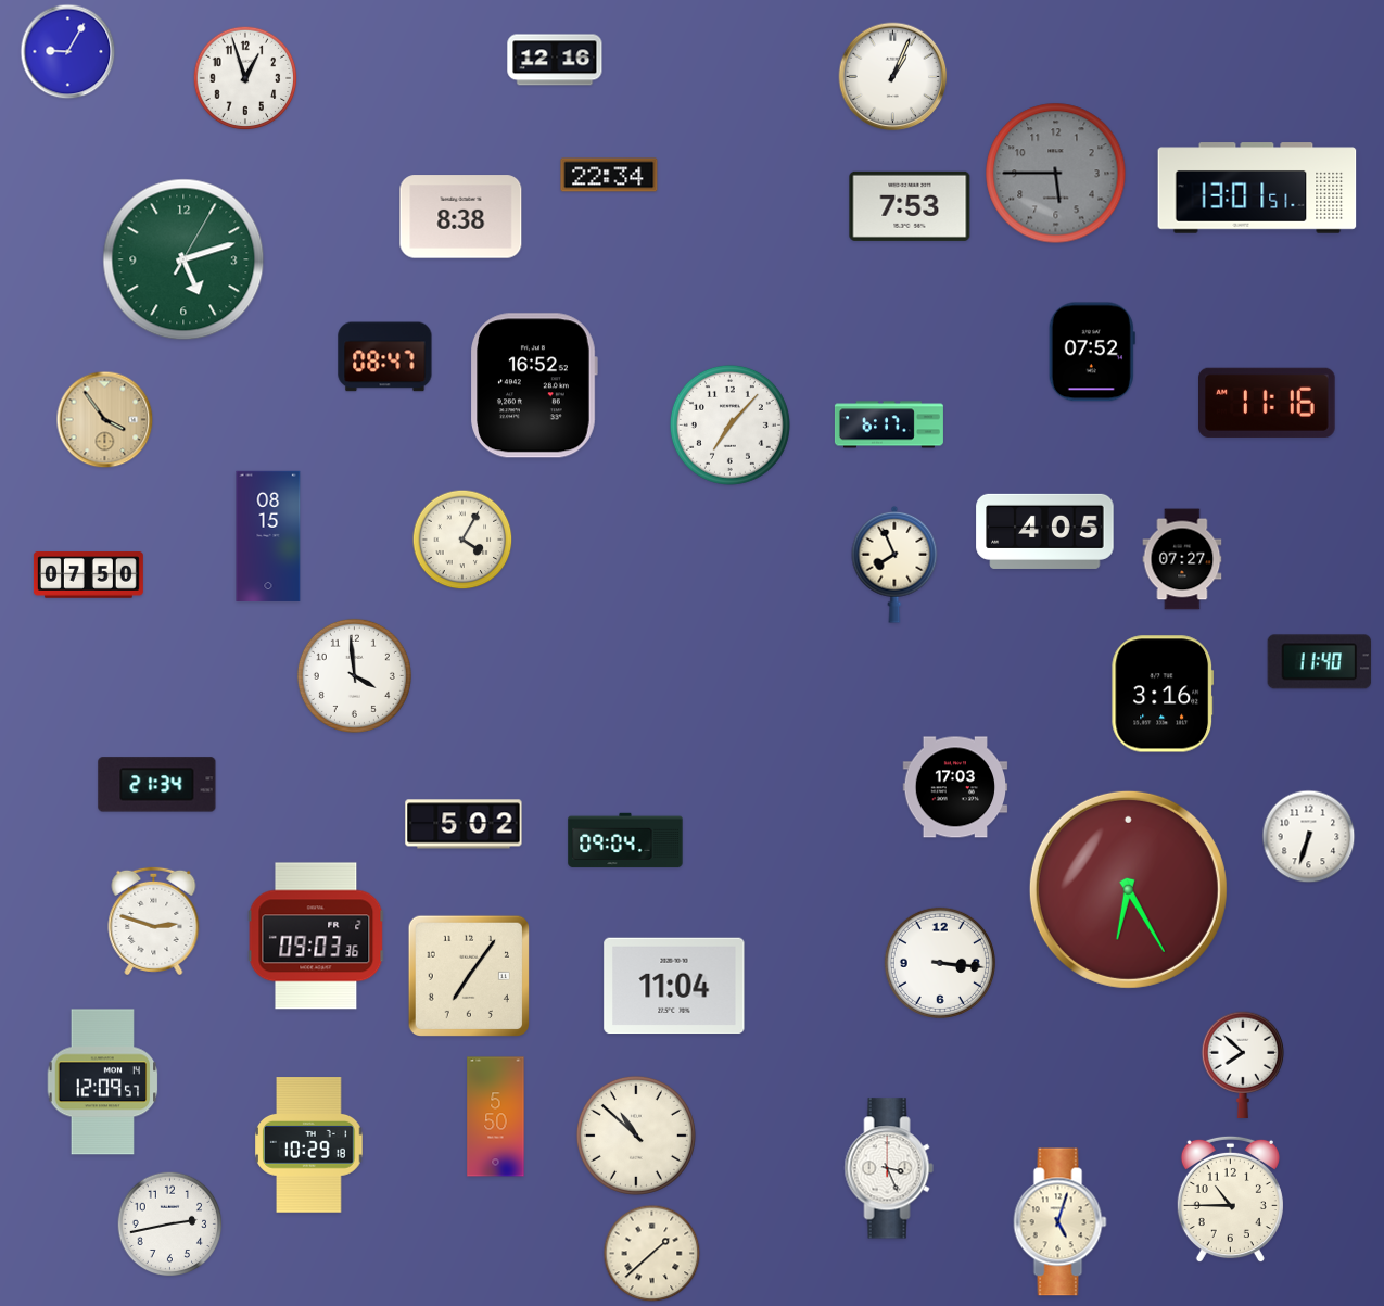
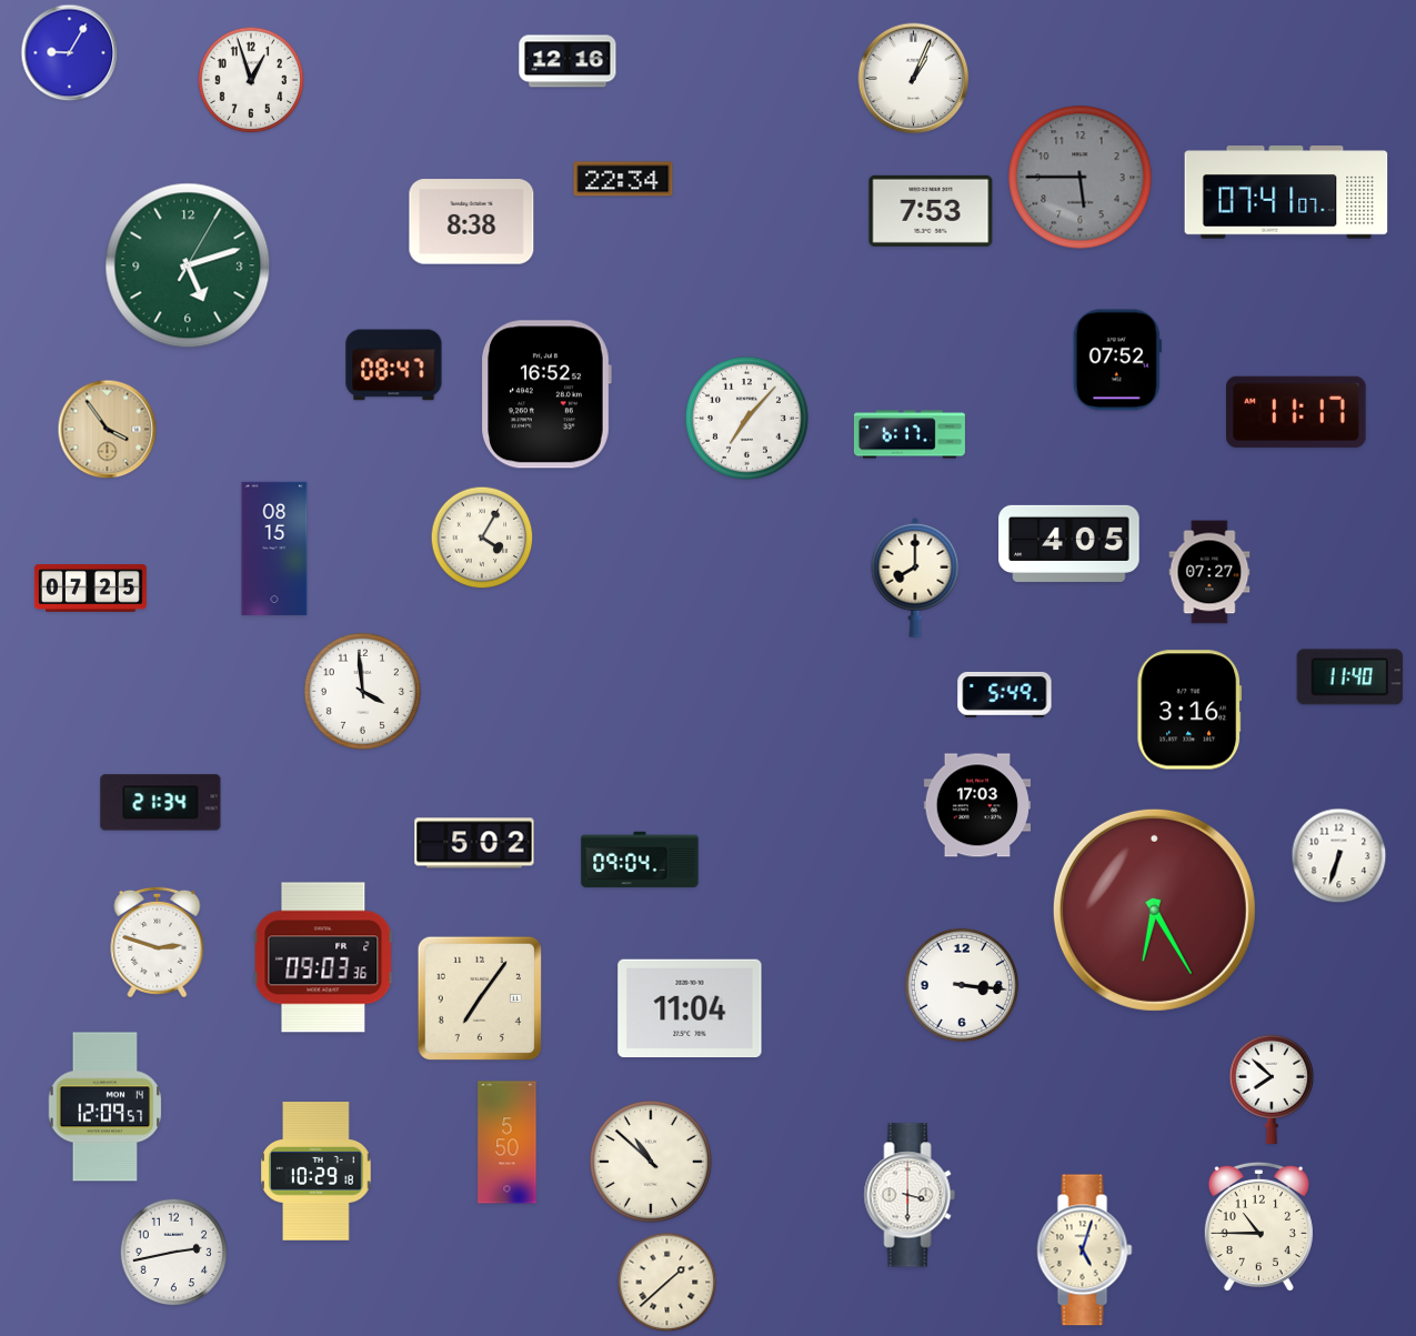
clock at (1257, 188): 13:01 -> 07:41
clock at (1268, 403): 11:16 -> 11:17
clock at (729, 424) position: (729, 424) -> (746, 418)
clock at (462, 540) position: (462, 540) -> (482, 538)
clock at (894, 565): 7:56 -> 8:00
clock at (88, 575): 07:50 -> 07:25
clock at (1005, 694): none -> 5:49
clock at (889, 1168): 3:26 -> 3:30
